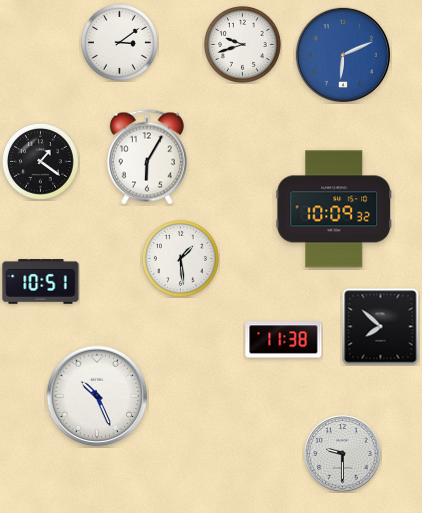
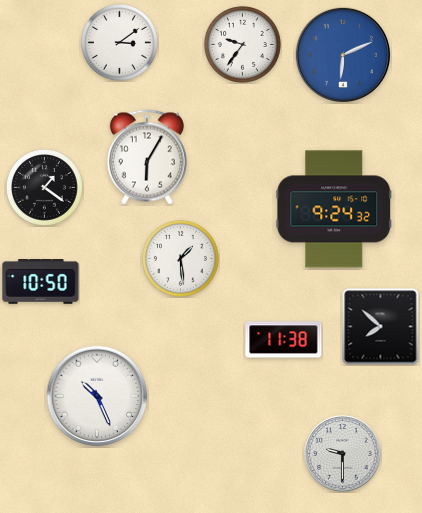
clock at (242, 44): 9:42 -> 9:36
clock at (40, 161) position: (40, 161) -> (44, 187)
clock at (334, 209): 10:09 -> 9:24
clock at (41, 282): 10:51 -> 10:50
